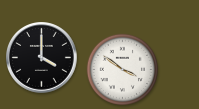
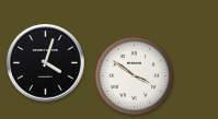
clock at (42, 58): 4:00 -> 4:03
